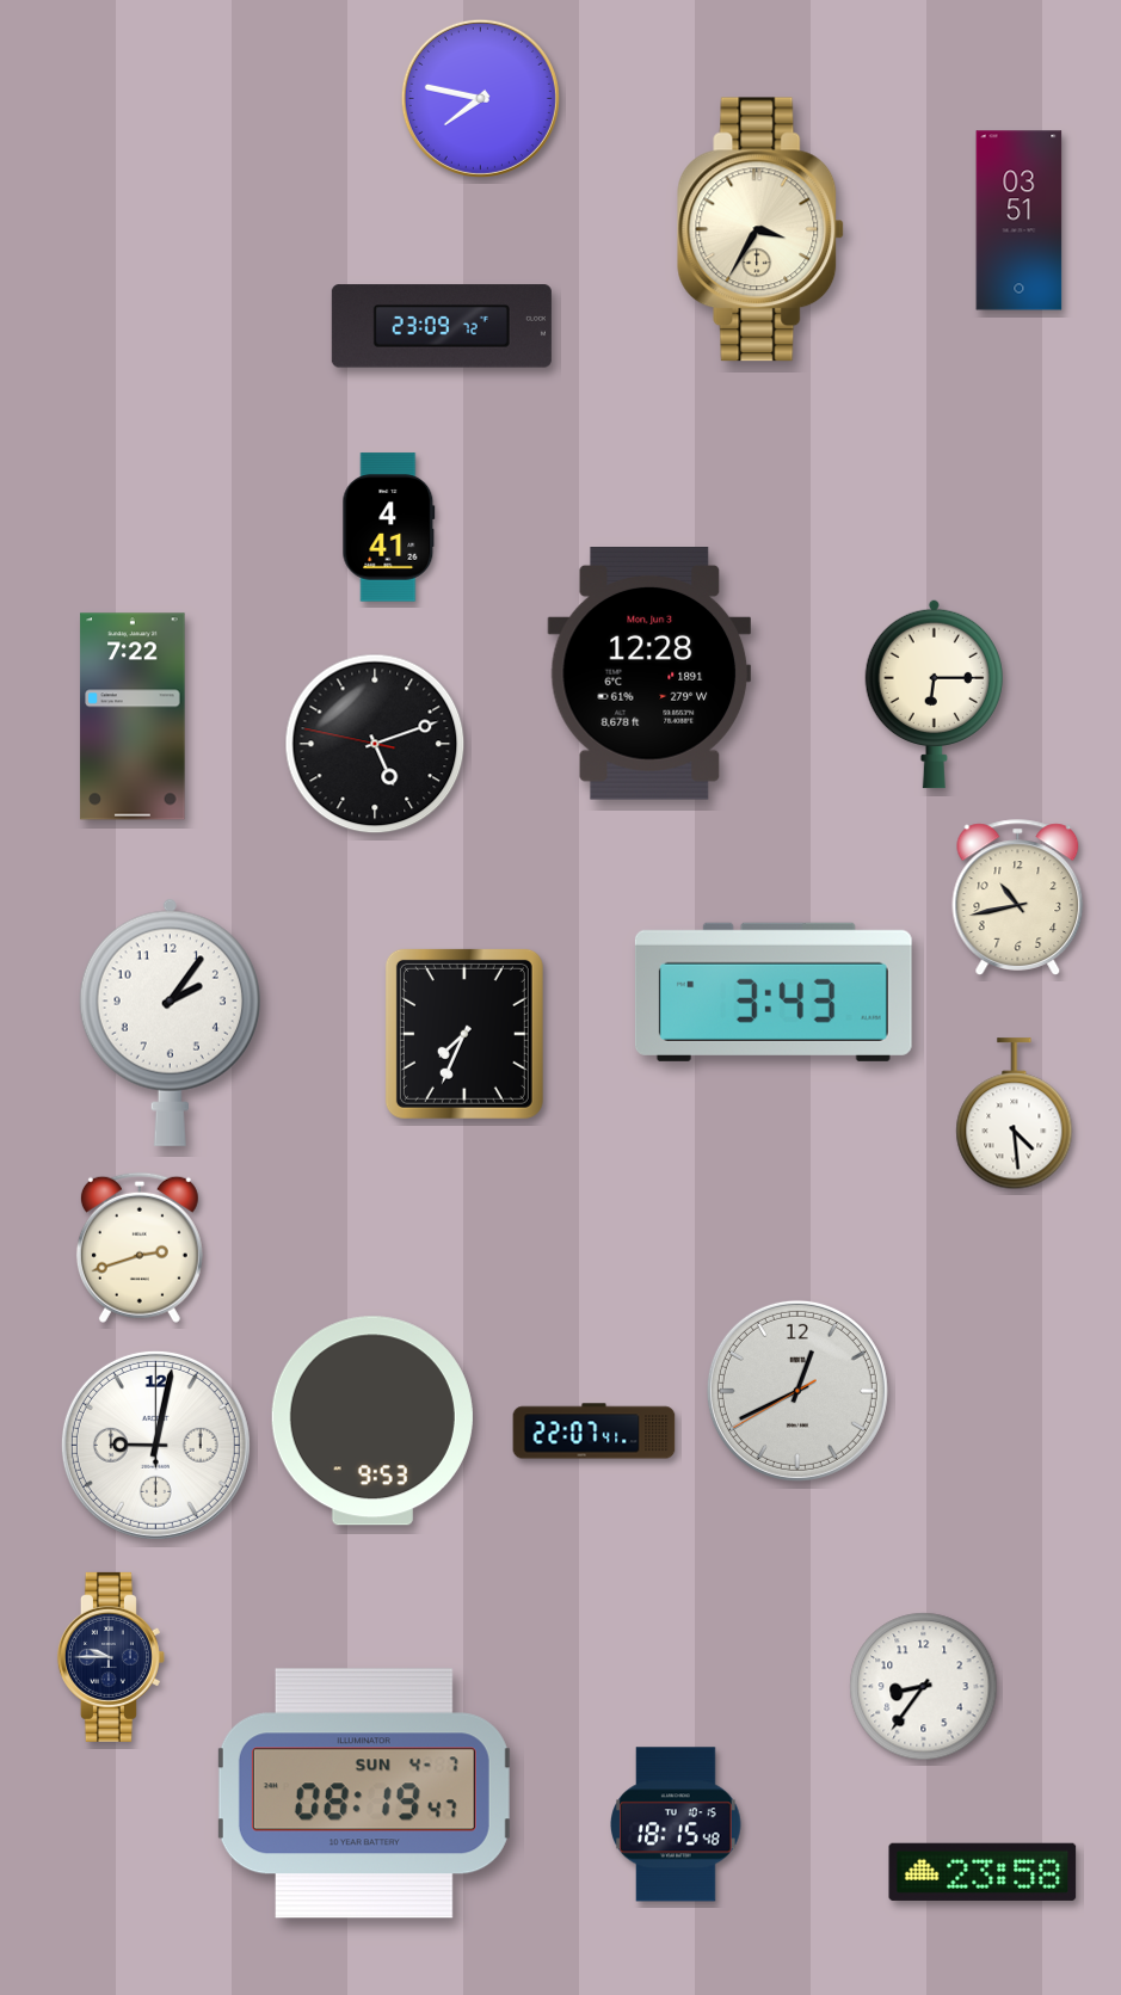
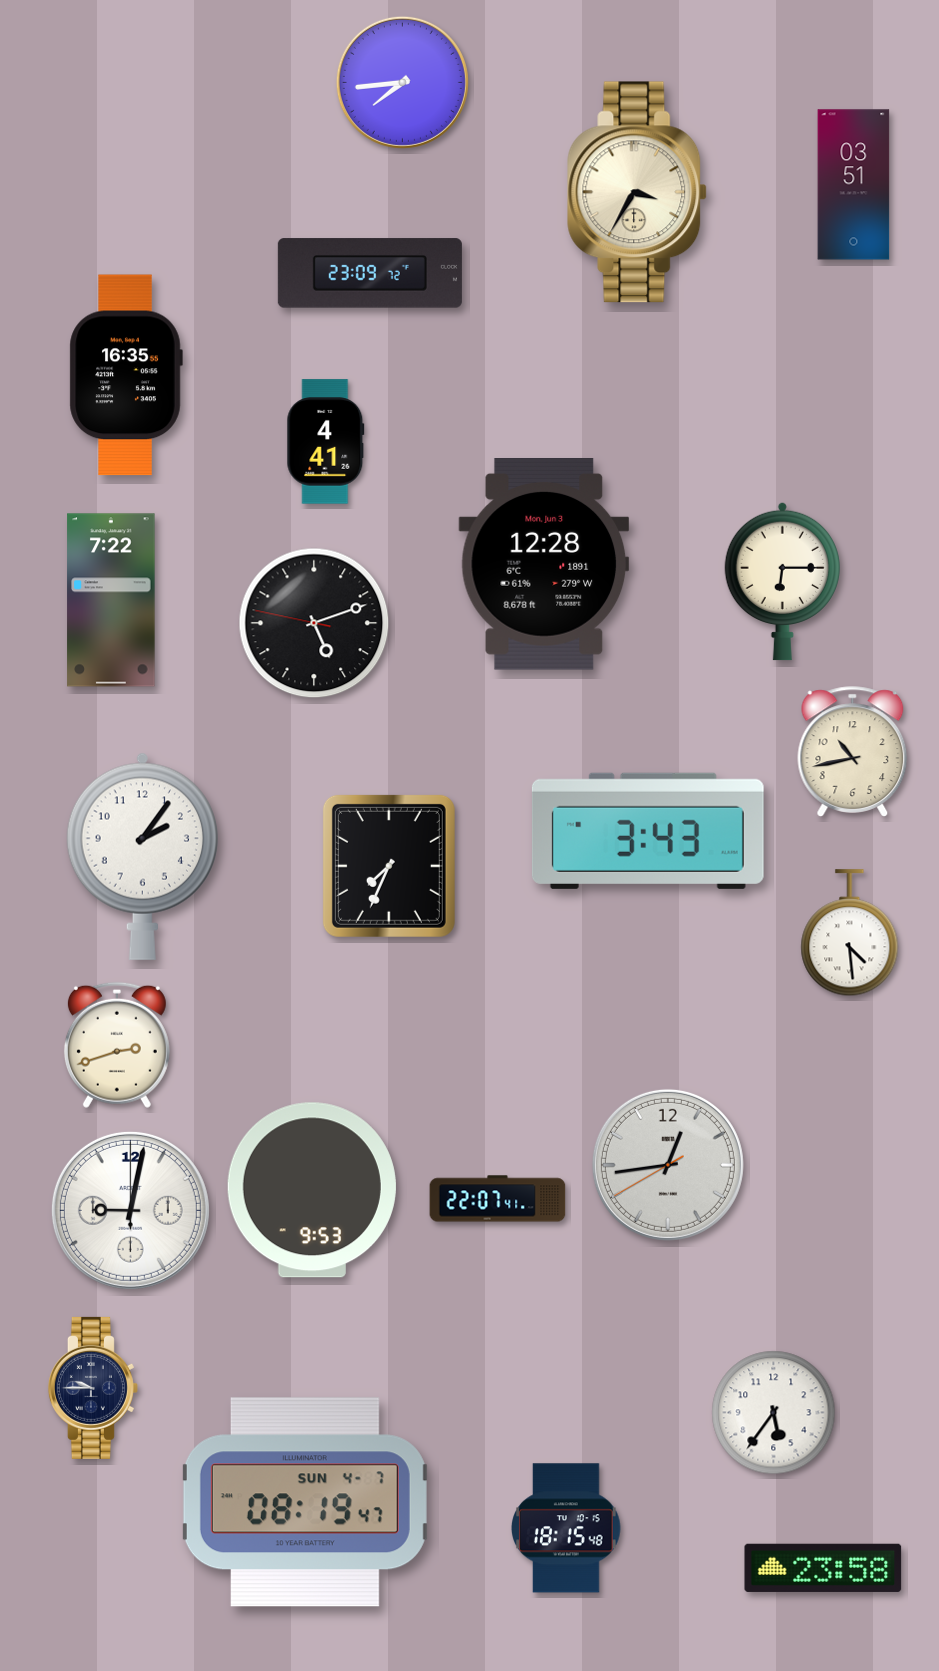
clock at (480, 98): 7:47 -> 7:44
clock at (126, 375): none -> 16:35
clock at (797, 1391): 12:40 -> 12:43
clock at (924, 1687): 8:36 -> 5:36
